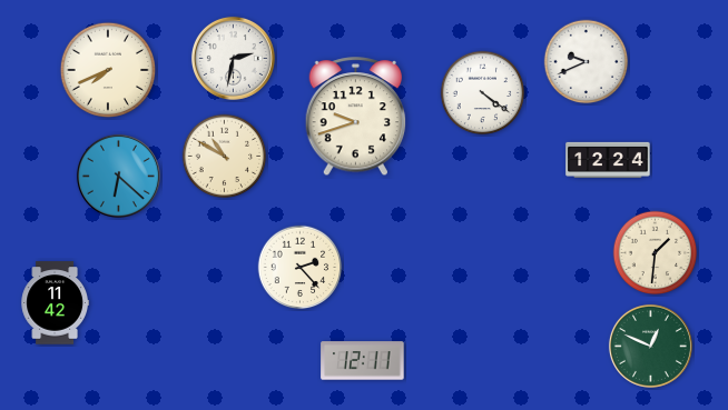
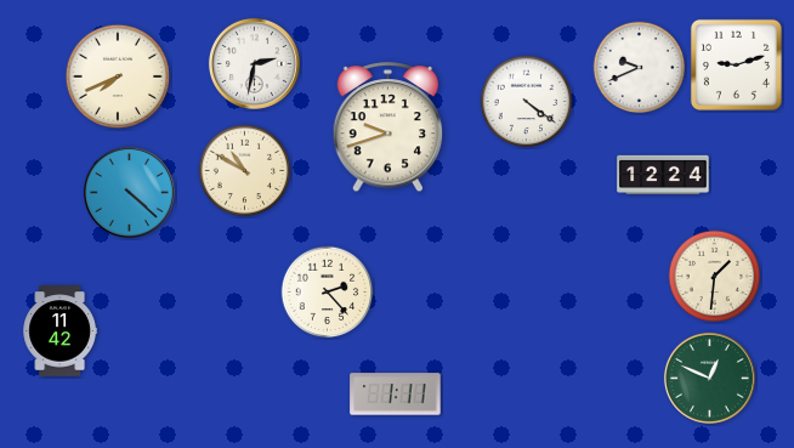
clock at (736, 64): none -> 9:12
clock at (118, 176): 6:22 -> 4:22
clock at (363, 361): 12:11 -> 1:11
